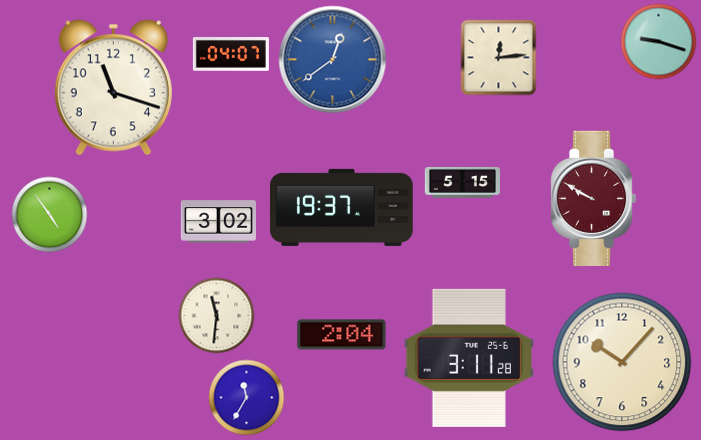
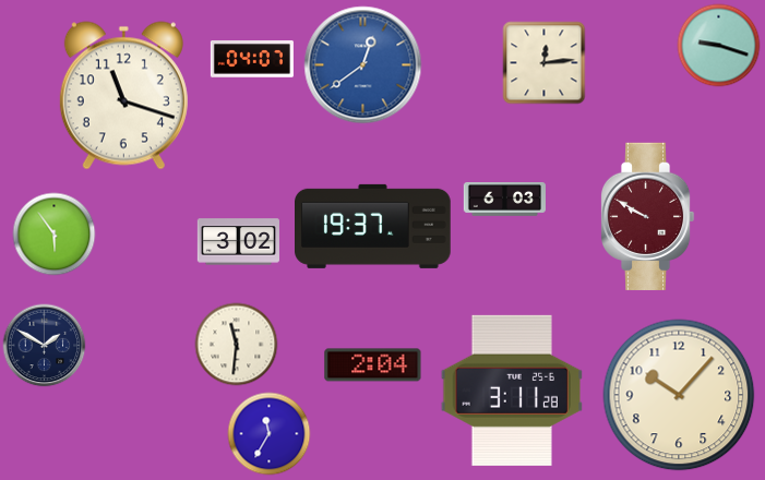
clock at (462, 183): 5:15 -> 6:03
clock at (50, 215): 4:54 -> 5:54
clock at (45, 346): none -> 1:50
